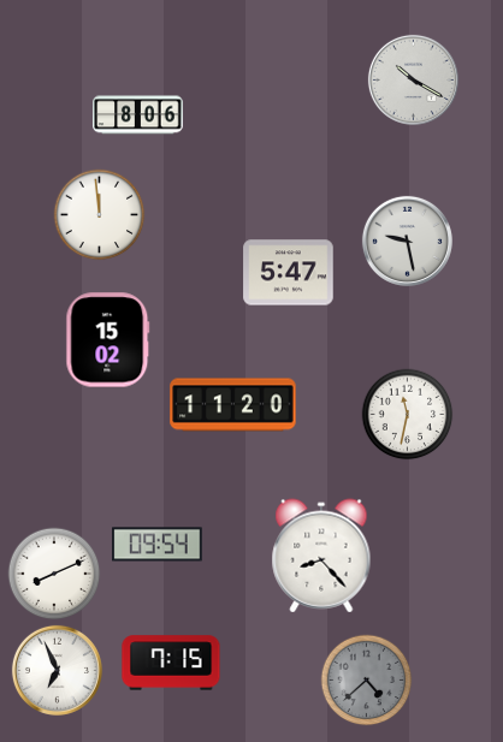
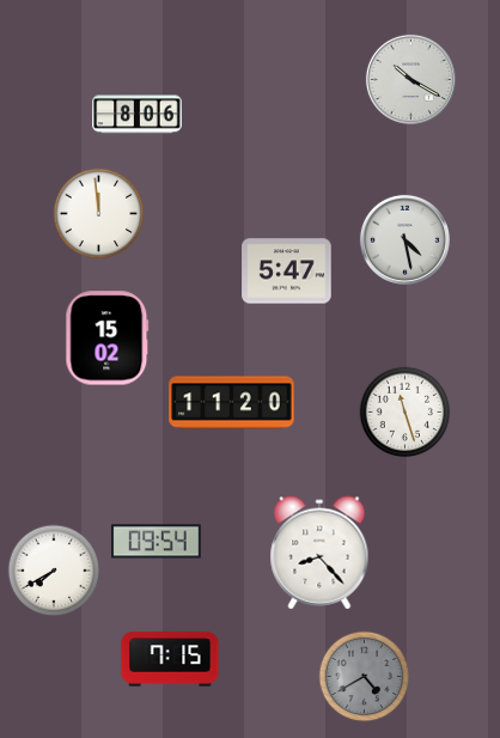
clock at (407, 241): 9:28 -> 4:28
clock at (408, 415): 11:32 -> 11:27
clock at (54, 574): 8:11 -> 7:40
clock at (57, 670): 6:56 -> none
clock at (367, 681): 4:38 -> 4:40
